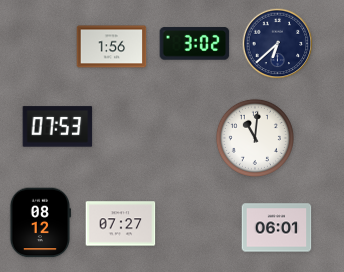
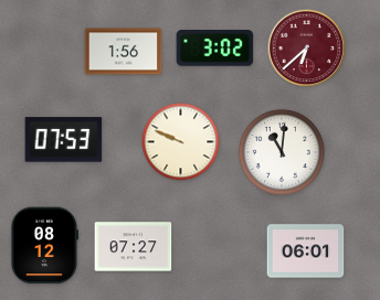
clock at (278, 44) dial: navy -> burgundy
clock at (181, 142): none -> 9:49
